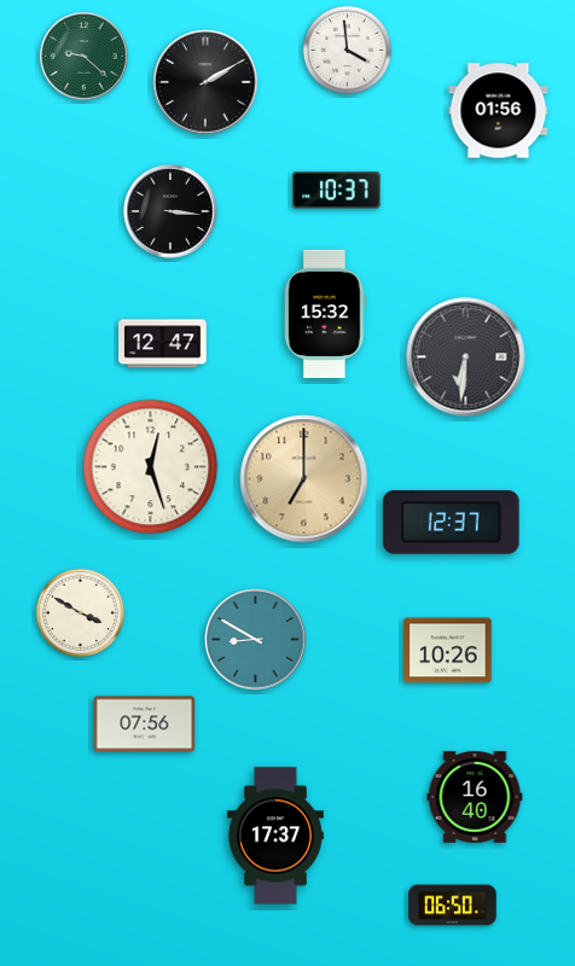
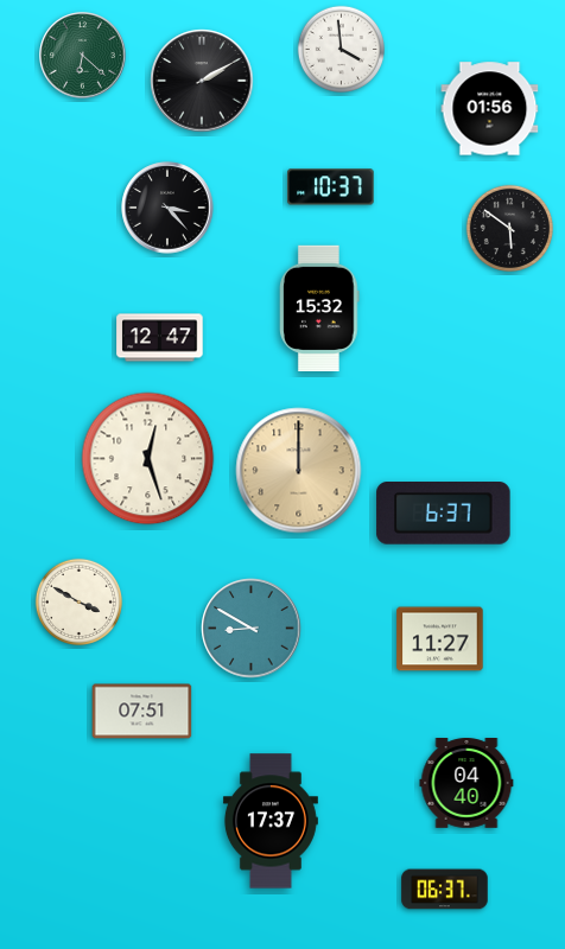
clock at (85, 57): 9:22 -> 6:22
clock at (170, 211): 3:16 -> 3:23
clock at (509, 228): none -> 5:51
clock at (466, 357): 6:31 -> none
clock at (304, 479): 7:00 -> 12:00
clock at (452, 523): 12:37 -> 6:37
clock at (448, 651): 10:26 -> 11:27
clock at (145, 724): 07:56 -> 07:51
clock at (475, 798): 16:40 -> 04:40
clock at (453, 906): 06:50 -> 06:37
